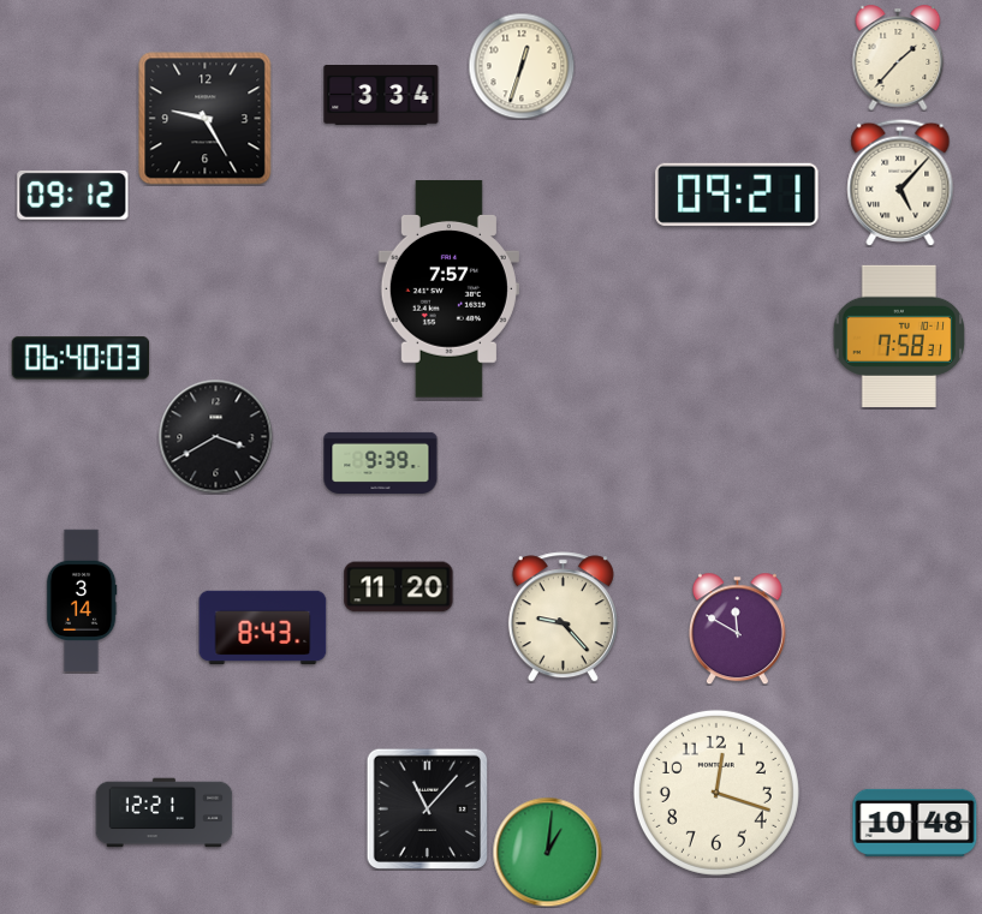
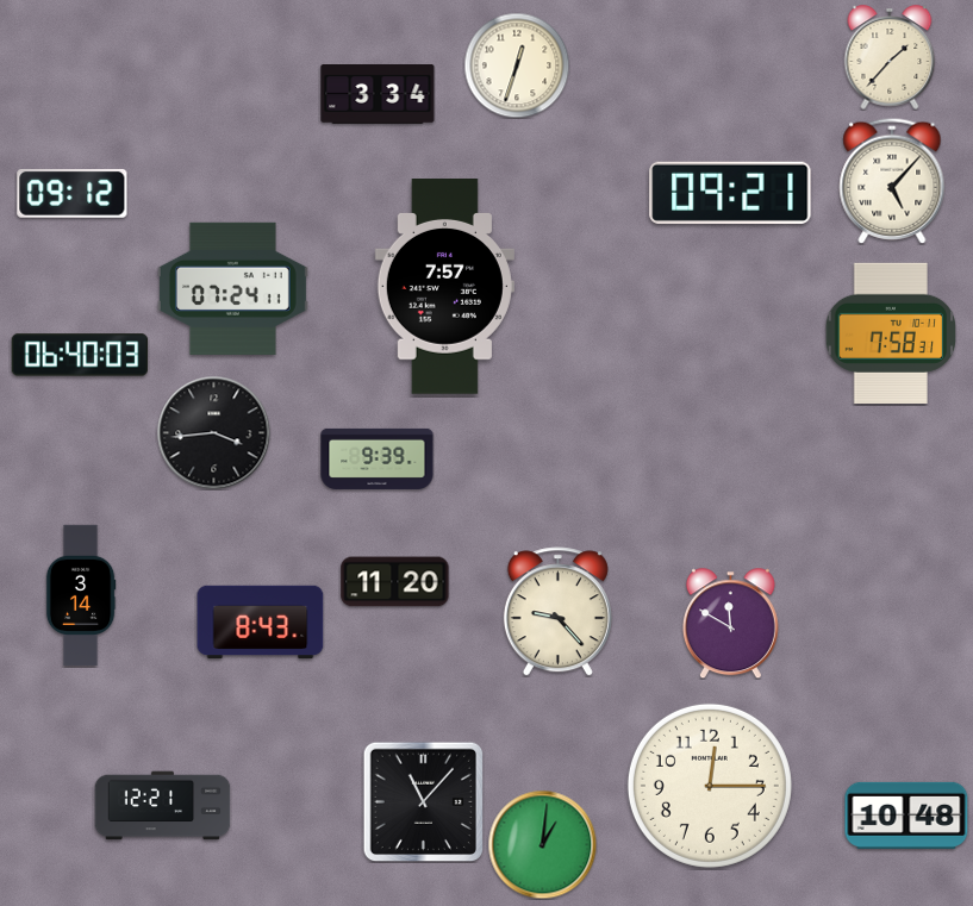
clock at (206, 119): 9:25 -> none
clock at (232, 288): none -> 07:24
clock at (215, 436): 3:40 -> 3:44
clock at (716, 793): 12:18 -> 12:15
